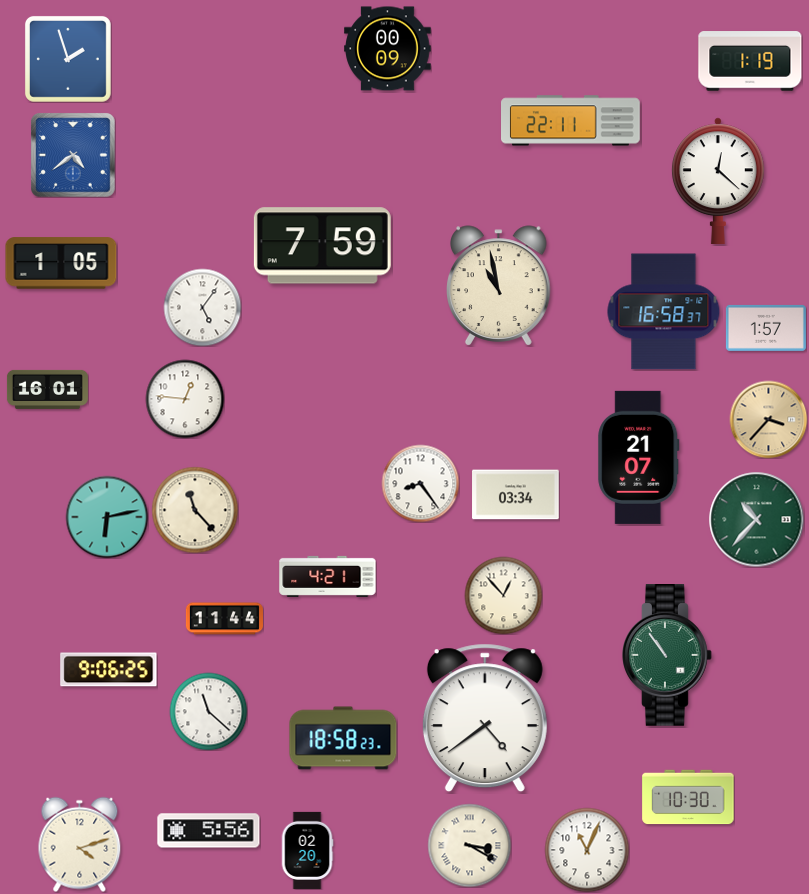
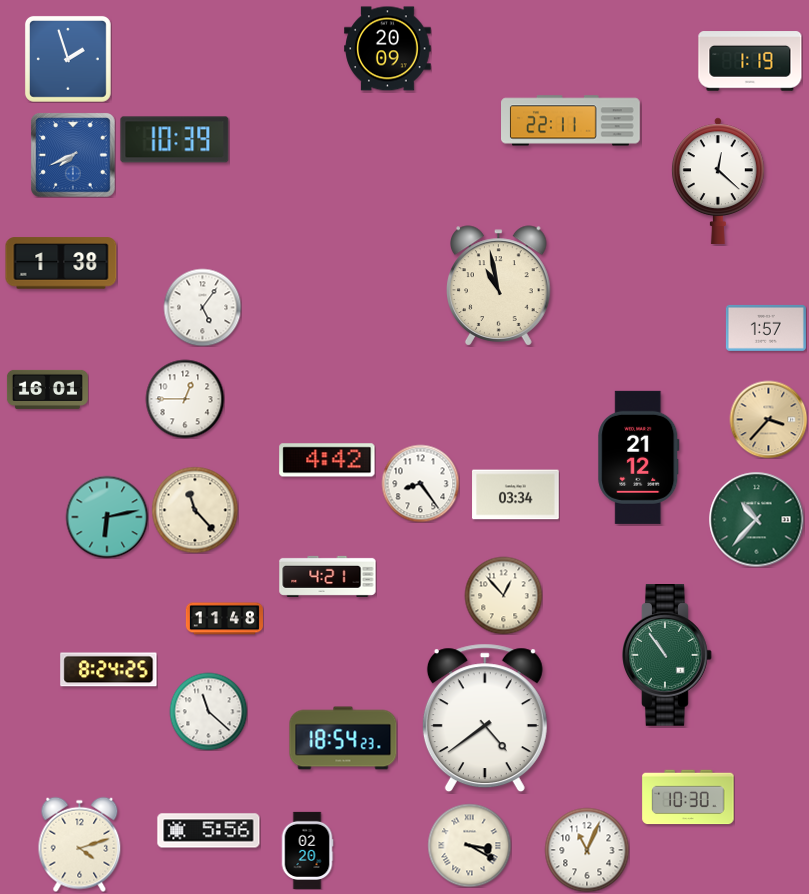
clock at (388, 49): 00:09 -> 20:09
clock at (175, 140): none -> 10:39
clock at (73, 155): 4:39 -> 7:41
clock at (322, 246): 7:59 -> none
clock at (61, 263): 1:05 -> 1:38
clock at (664, 312): 16:58 -> none
clock at (185, 399): 12:46 -> 12:45
clock at (639, 457): 21:07 -> 21:12
clock at (327, 460): none -> 4:42
clock at (224, 619): 11:44 -> 11:48
clock at (109, 670): 9:06 -> 8:24
clock at (343, 738): 18:58 -> 18:54
